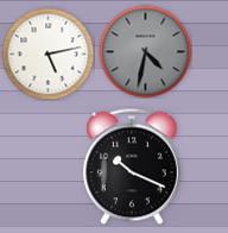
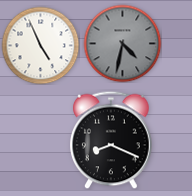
clock at (47, 53): 5:13 -> 4:56
clock at (132, 166): 10:19 -> 8:19
